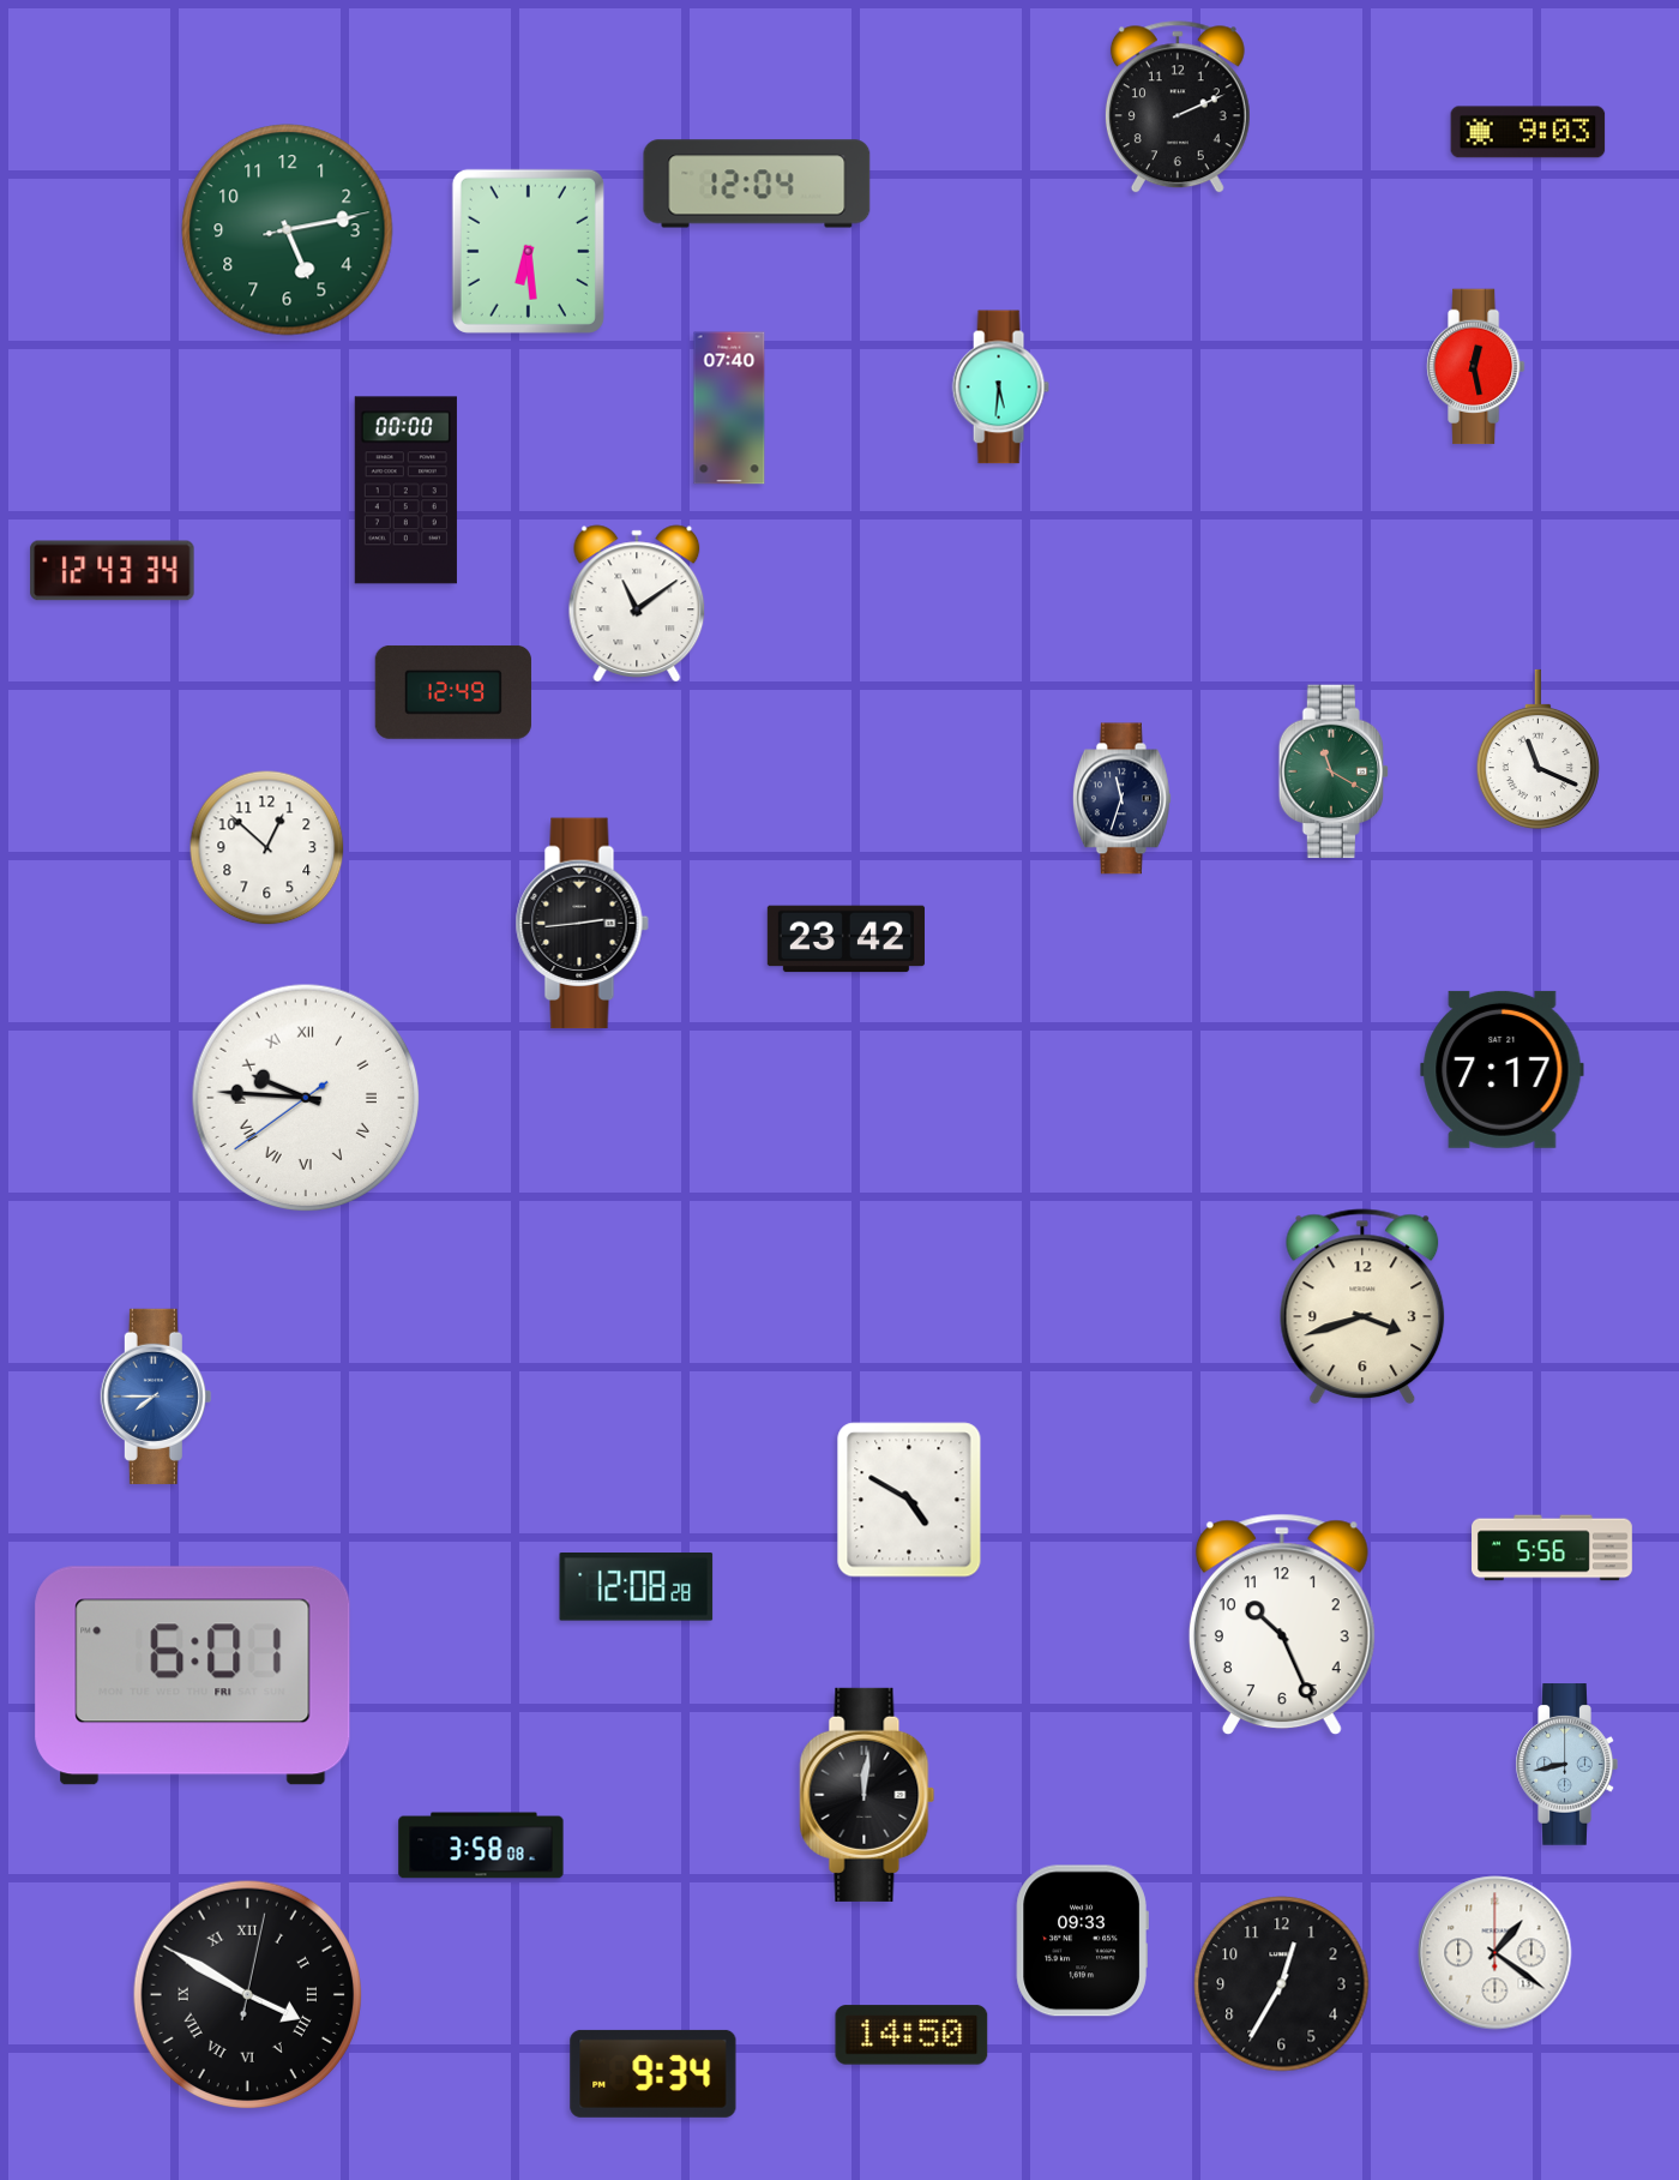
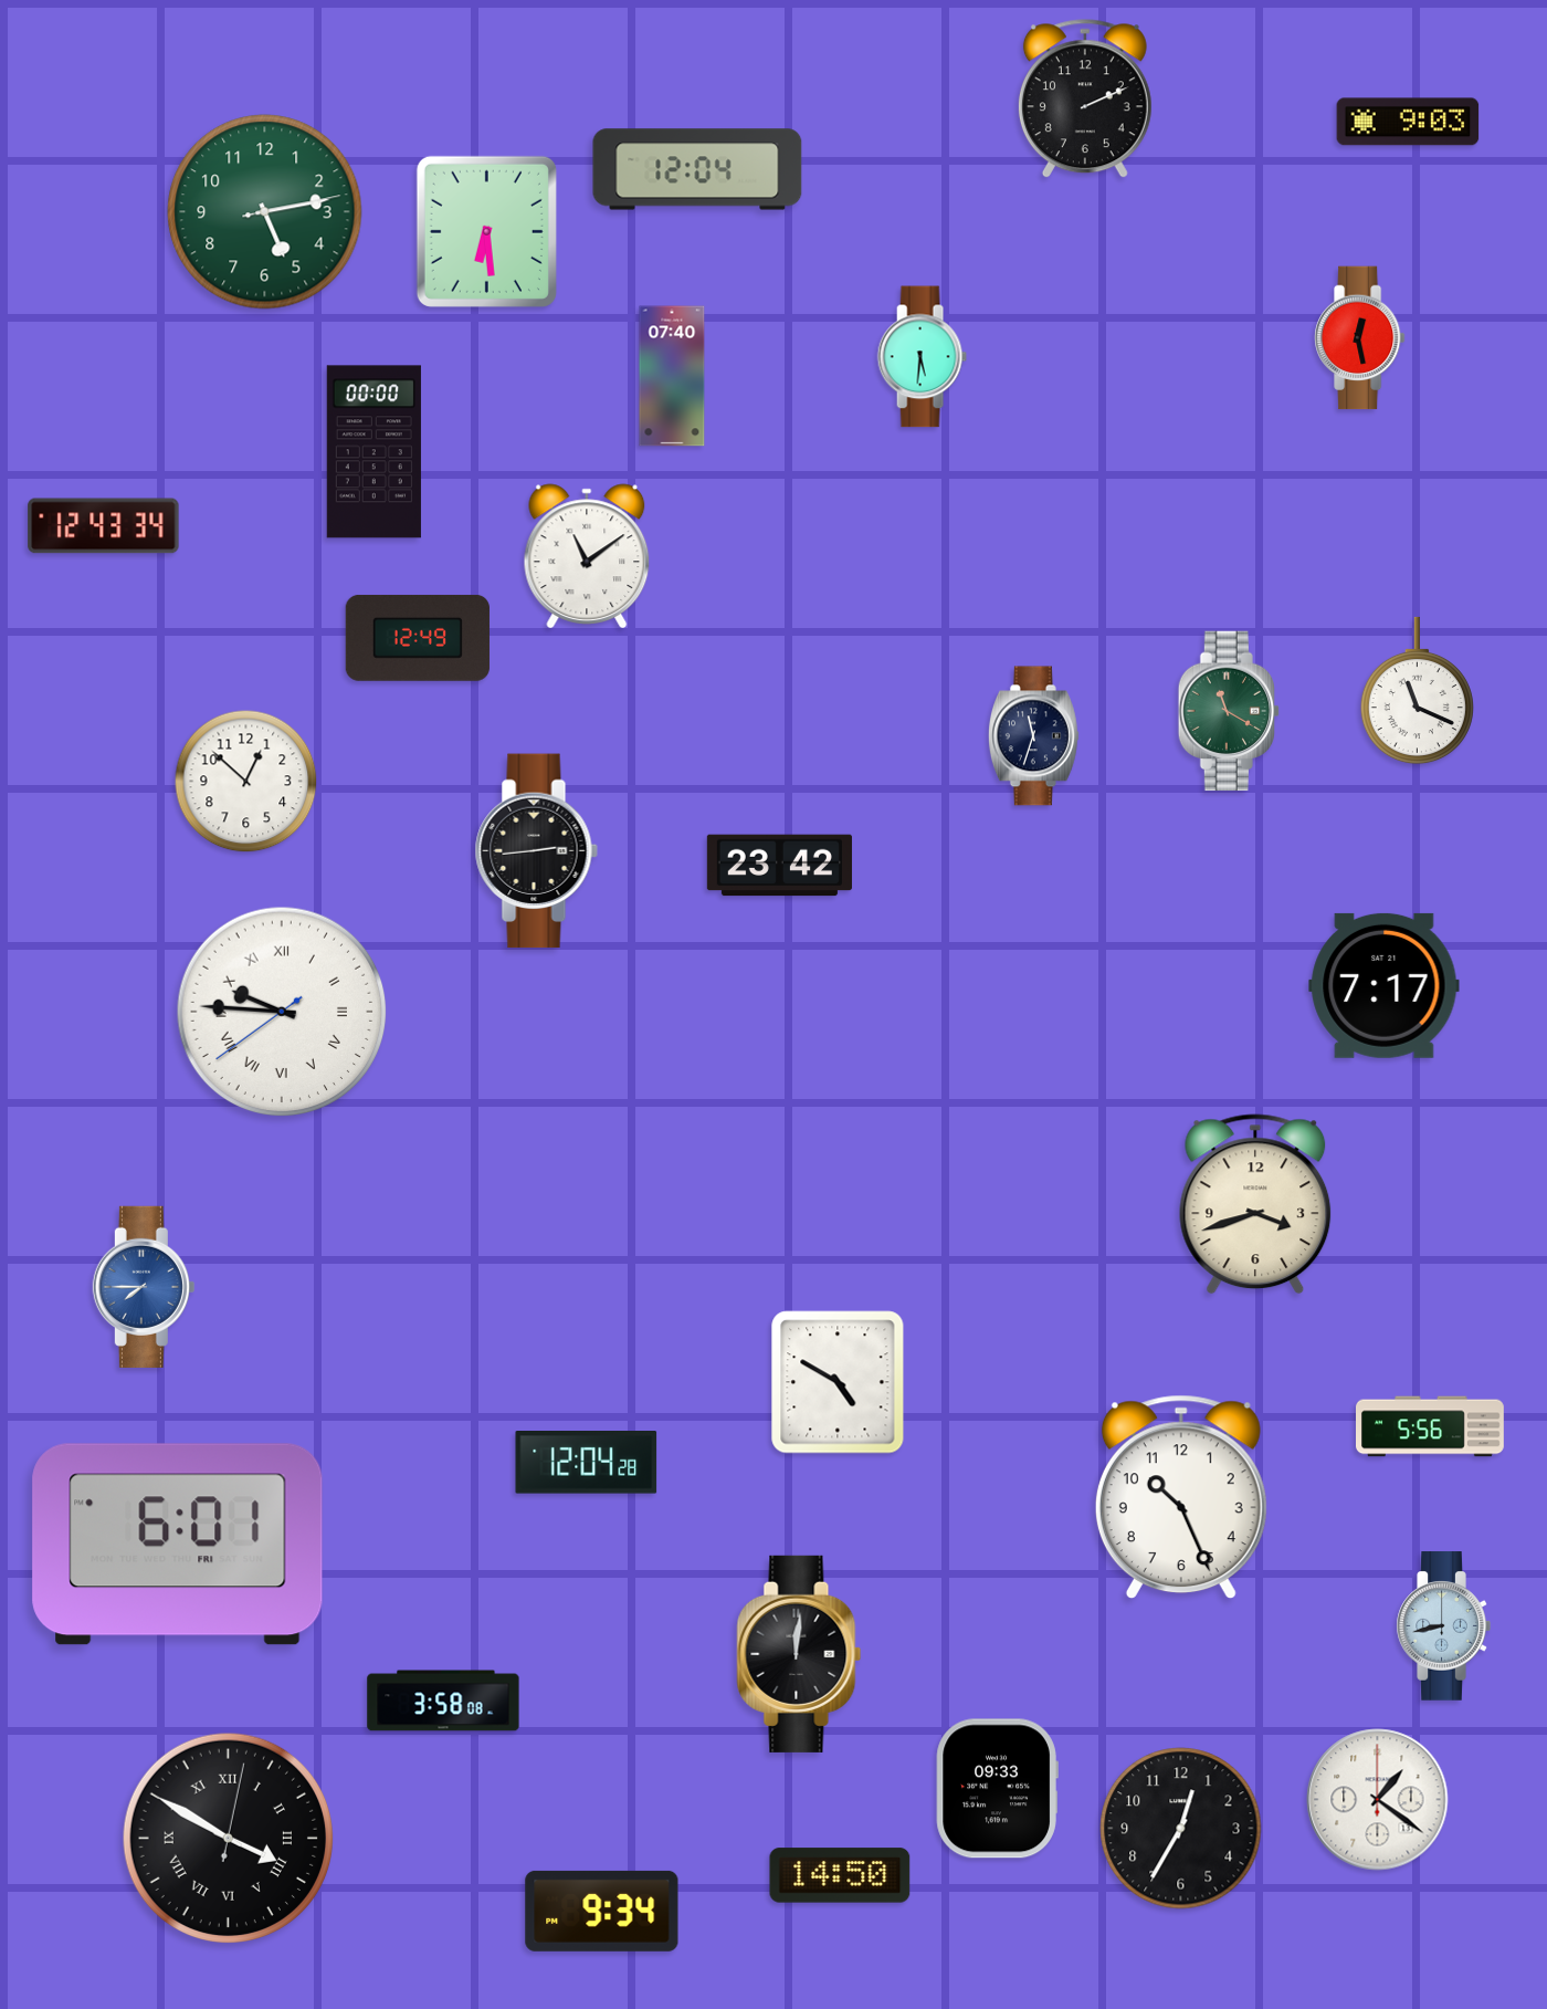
clock at (637, 1587): 12:08 -> 12:04
